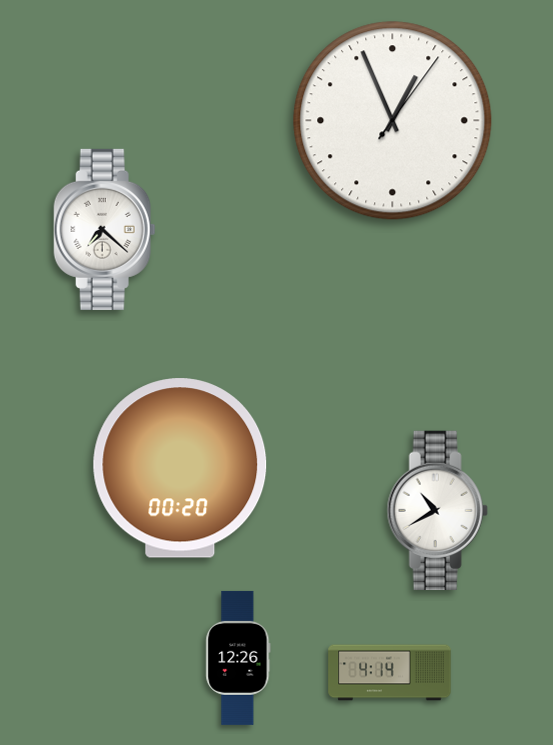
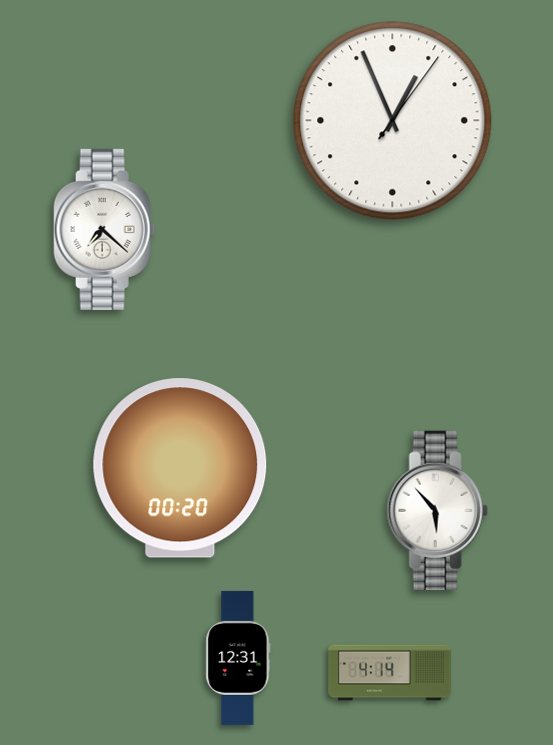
clock at (437, 510): 10:40 -> 5:53
clock at (238, 658): 12:26 -> 12:31
